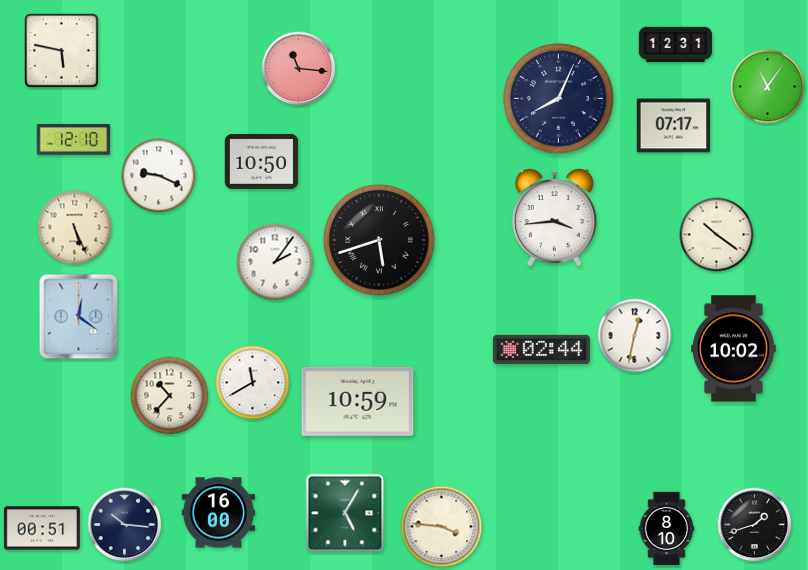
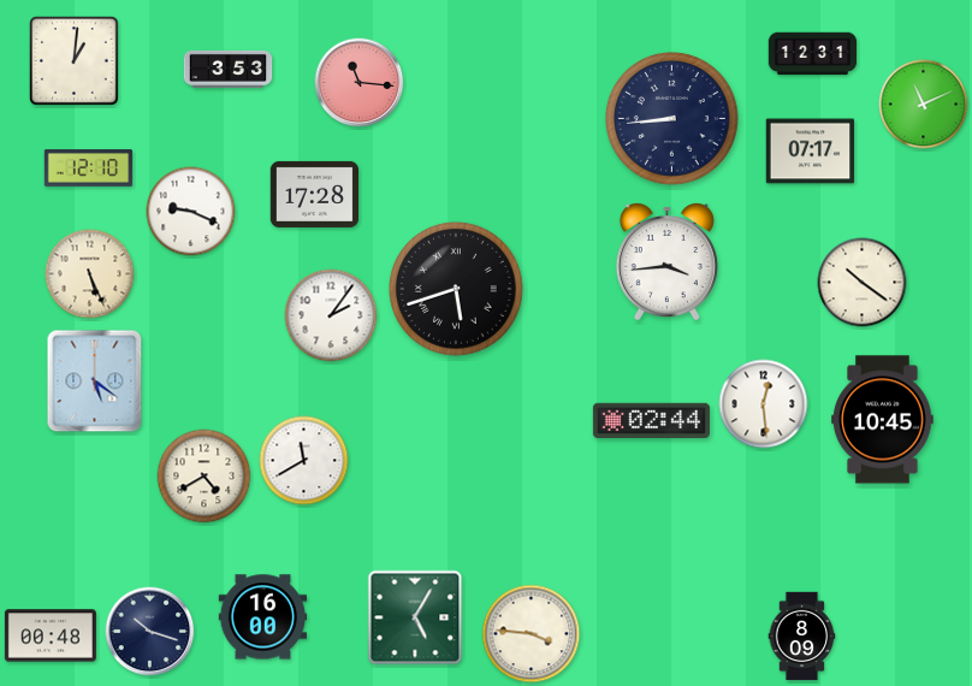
clock at (62, 51): 5:47 -> 1:01
clock at (229, 69): none -> 3:53
clock at (768, 87): 11:06 -> 11:11
clock at (559, 99): 8:04 -> 8:44
clock at (262, 161): 10:50 -> 17:28
clock at (79, 317): 12:21 -> 5:21
clock at (635, 336): 12:32 -> 12:29
clock at (734, 349): 10:02 -> 10:45
clock at (170, 396): 10:37 -> 4:40
clock at (358, 401): 10:59 -> none
clock at (125, 525): 10:16 -> 10:18
clock at (755, 525): 1:42 -> none
clock at (42, 528): 00:51 -> 00:48
clock at (667, 529): 8:10 -> 8:09
